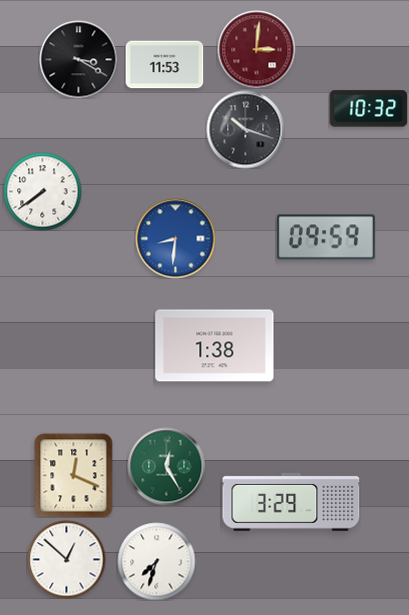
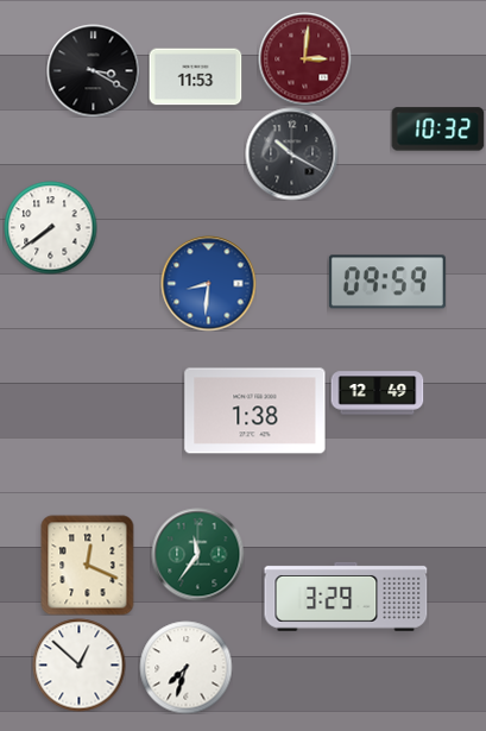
clock at (245, 129): 10:18 -> 10:20
clock at (377, 393): none -> 12:49
clock at (166, 466): 12:25 -> 11:36
